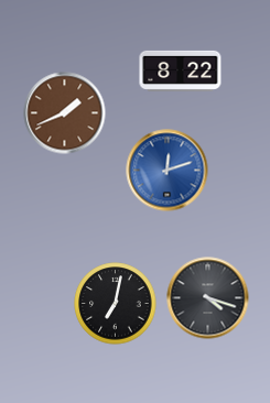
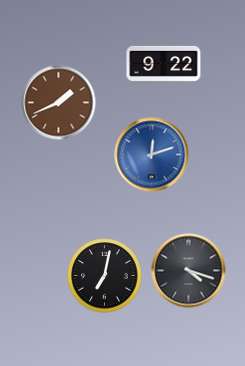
clock at (181, 70): 8:22 -> 9:22
